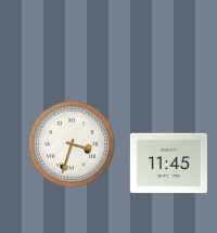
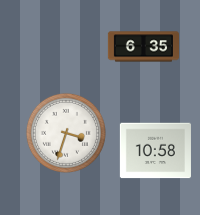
clock at (143, 47): none -> 6:35
clock at (168, 164): 11:45 -> 10:58
